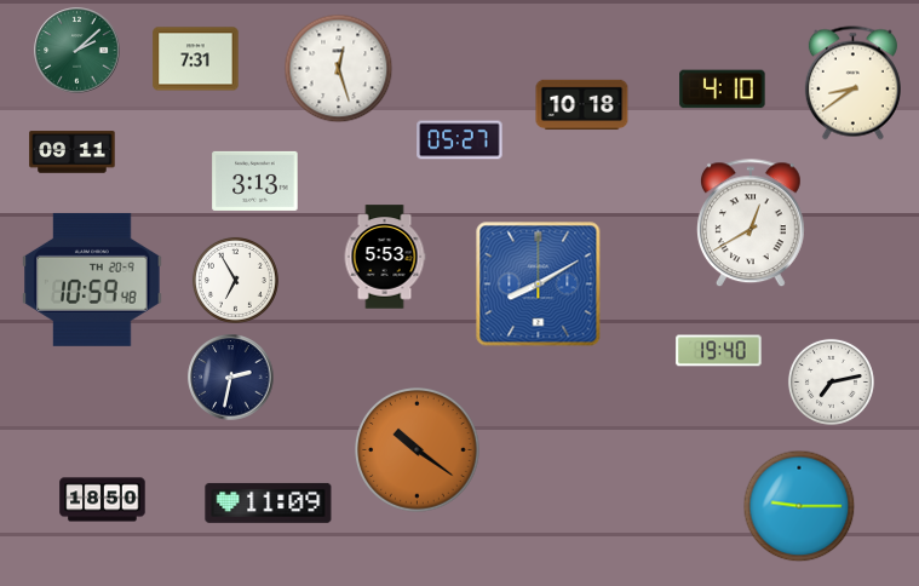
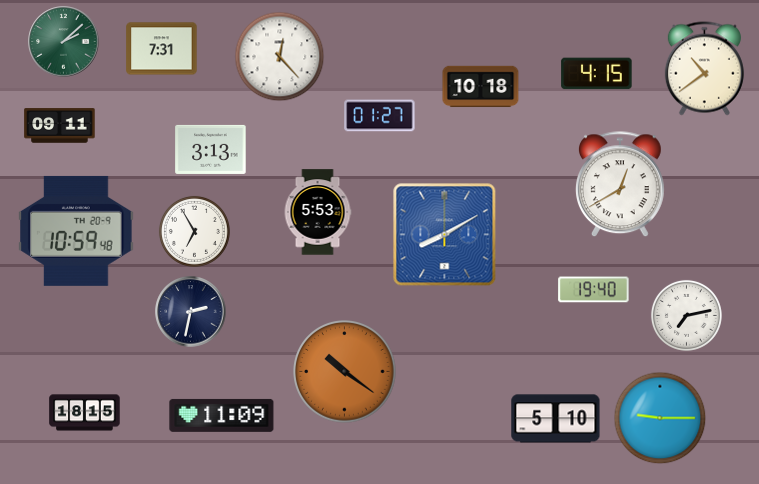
clock at (339, 69): 12:27 -> 12:23
clock at (852, 84): 8:39 -> 10:39
clock at (723, 90): 4:10 -> 4:15
clock at (460, 140): 05:27 -> 01:27
clock at (103, 500): 18:50 -> 18:15
clock at (556, 419): none -> 5:10
